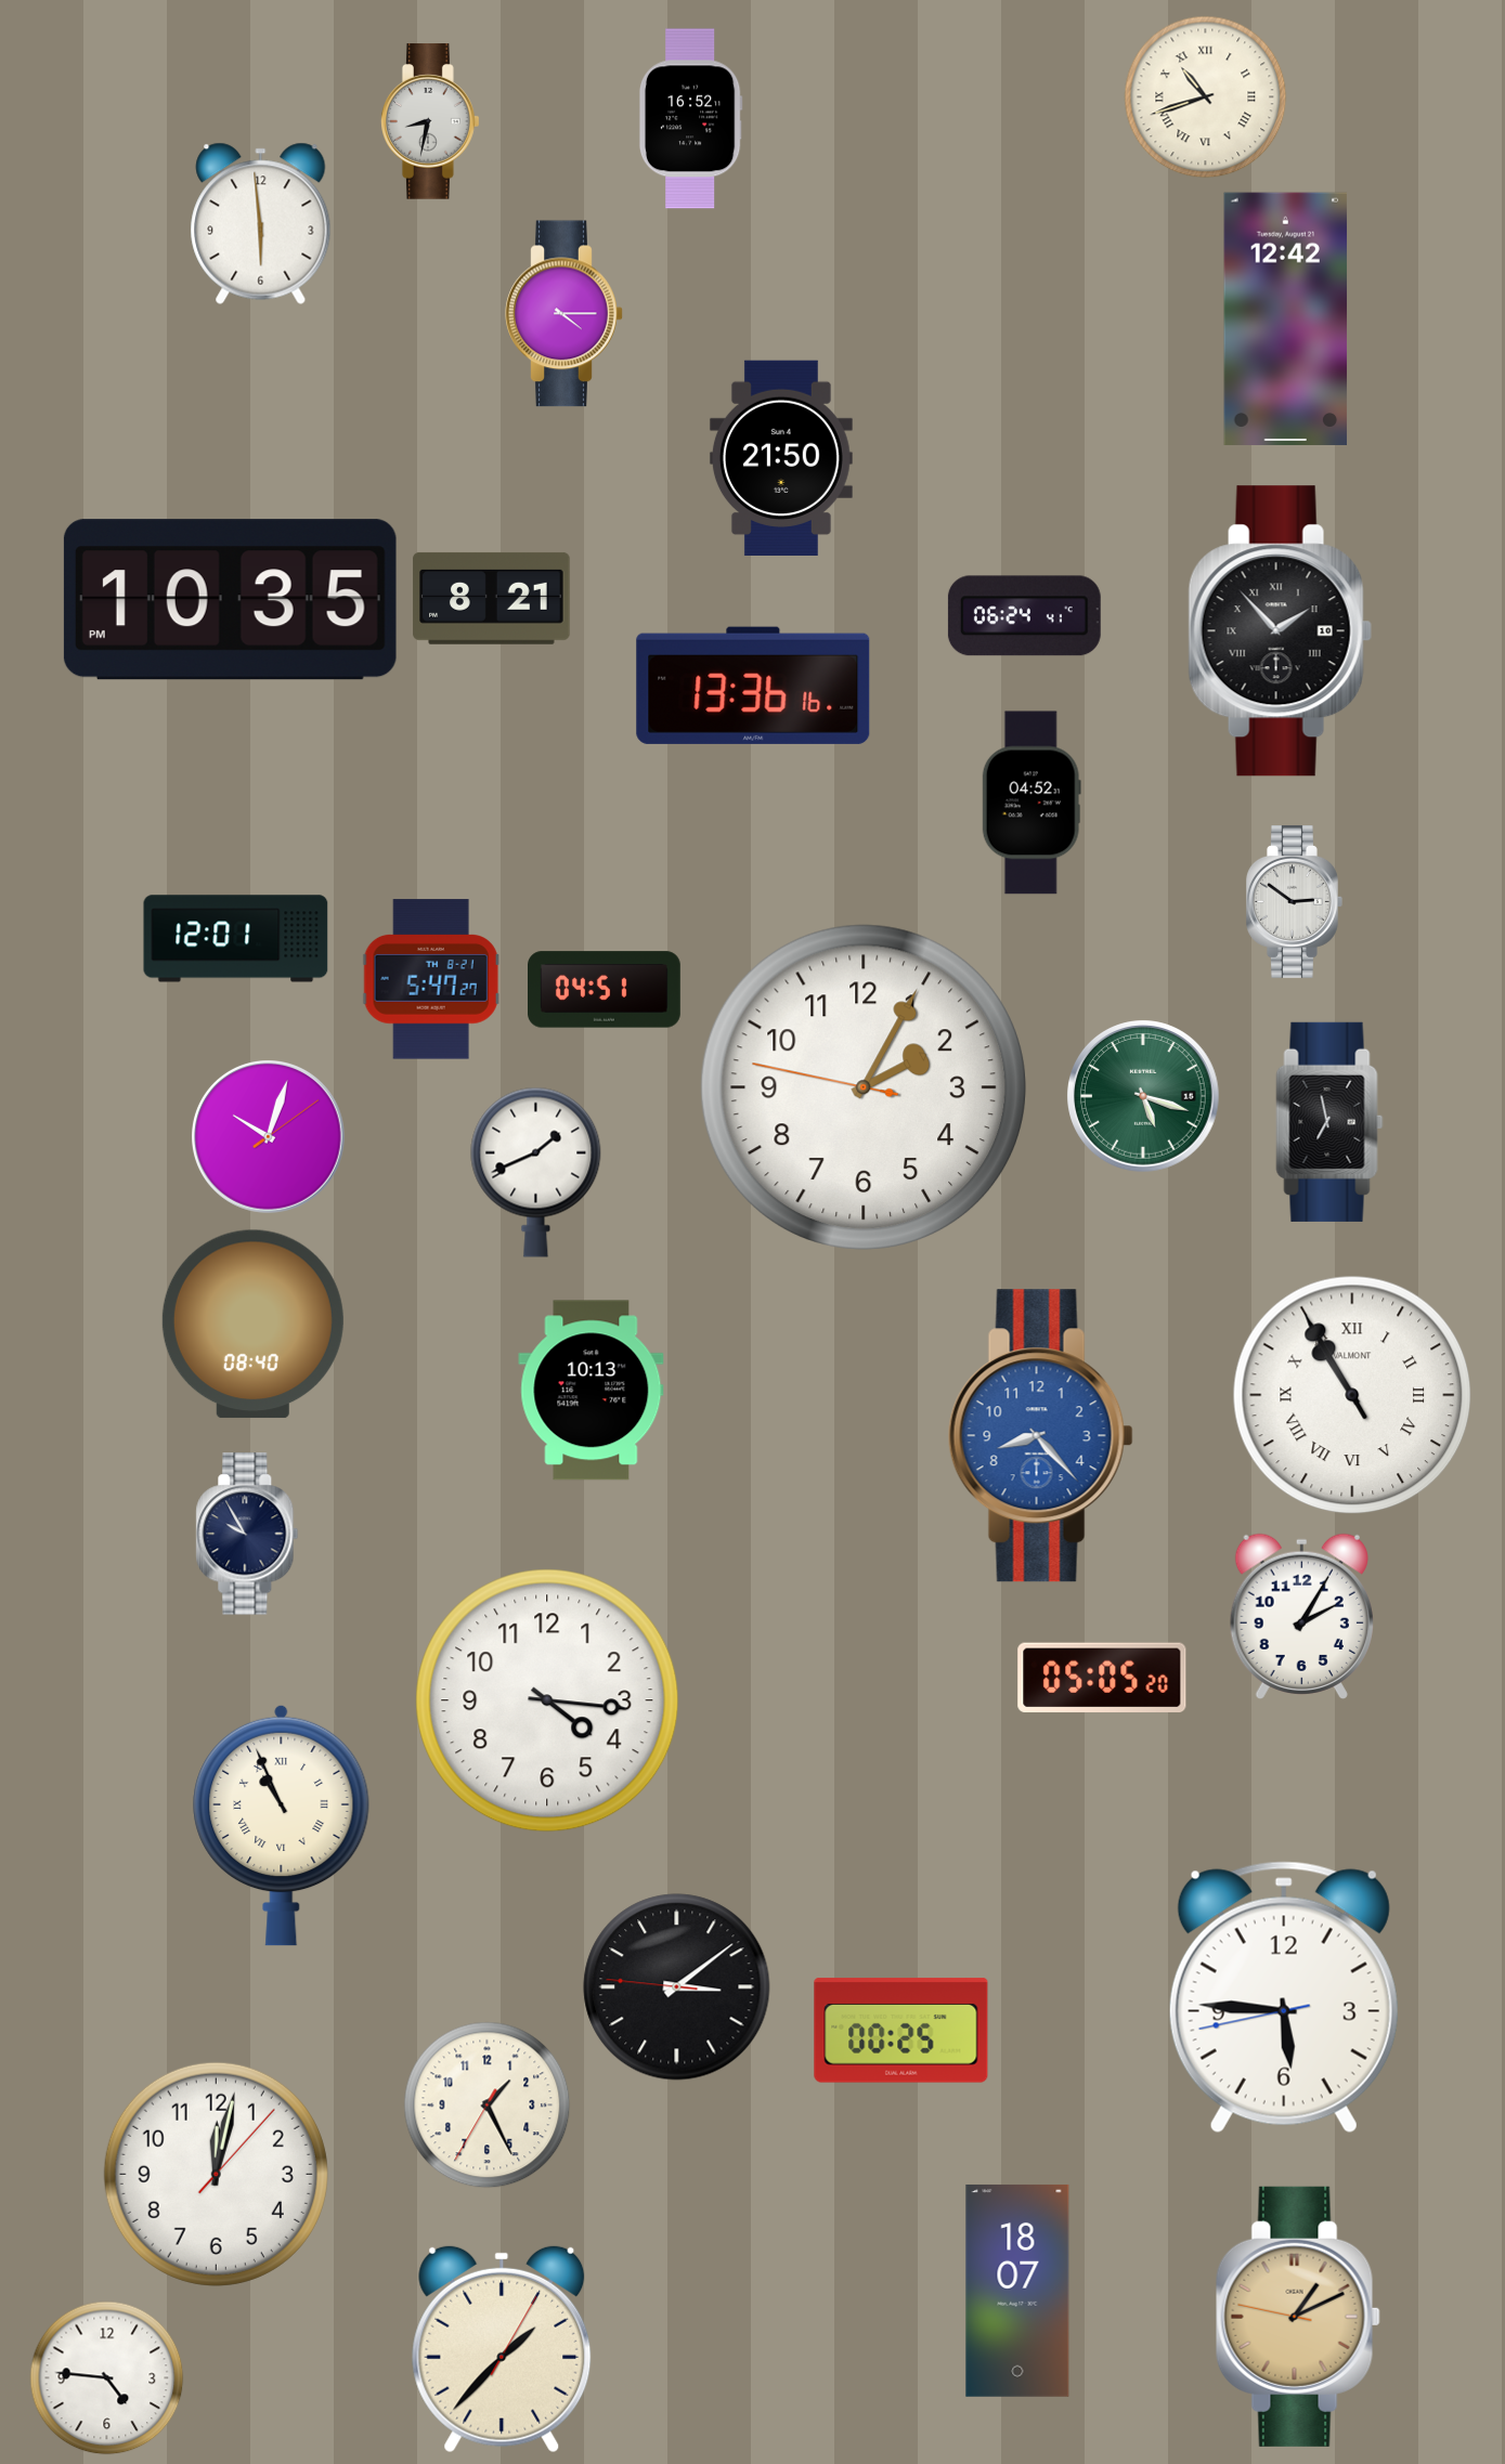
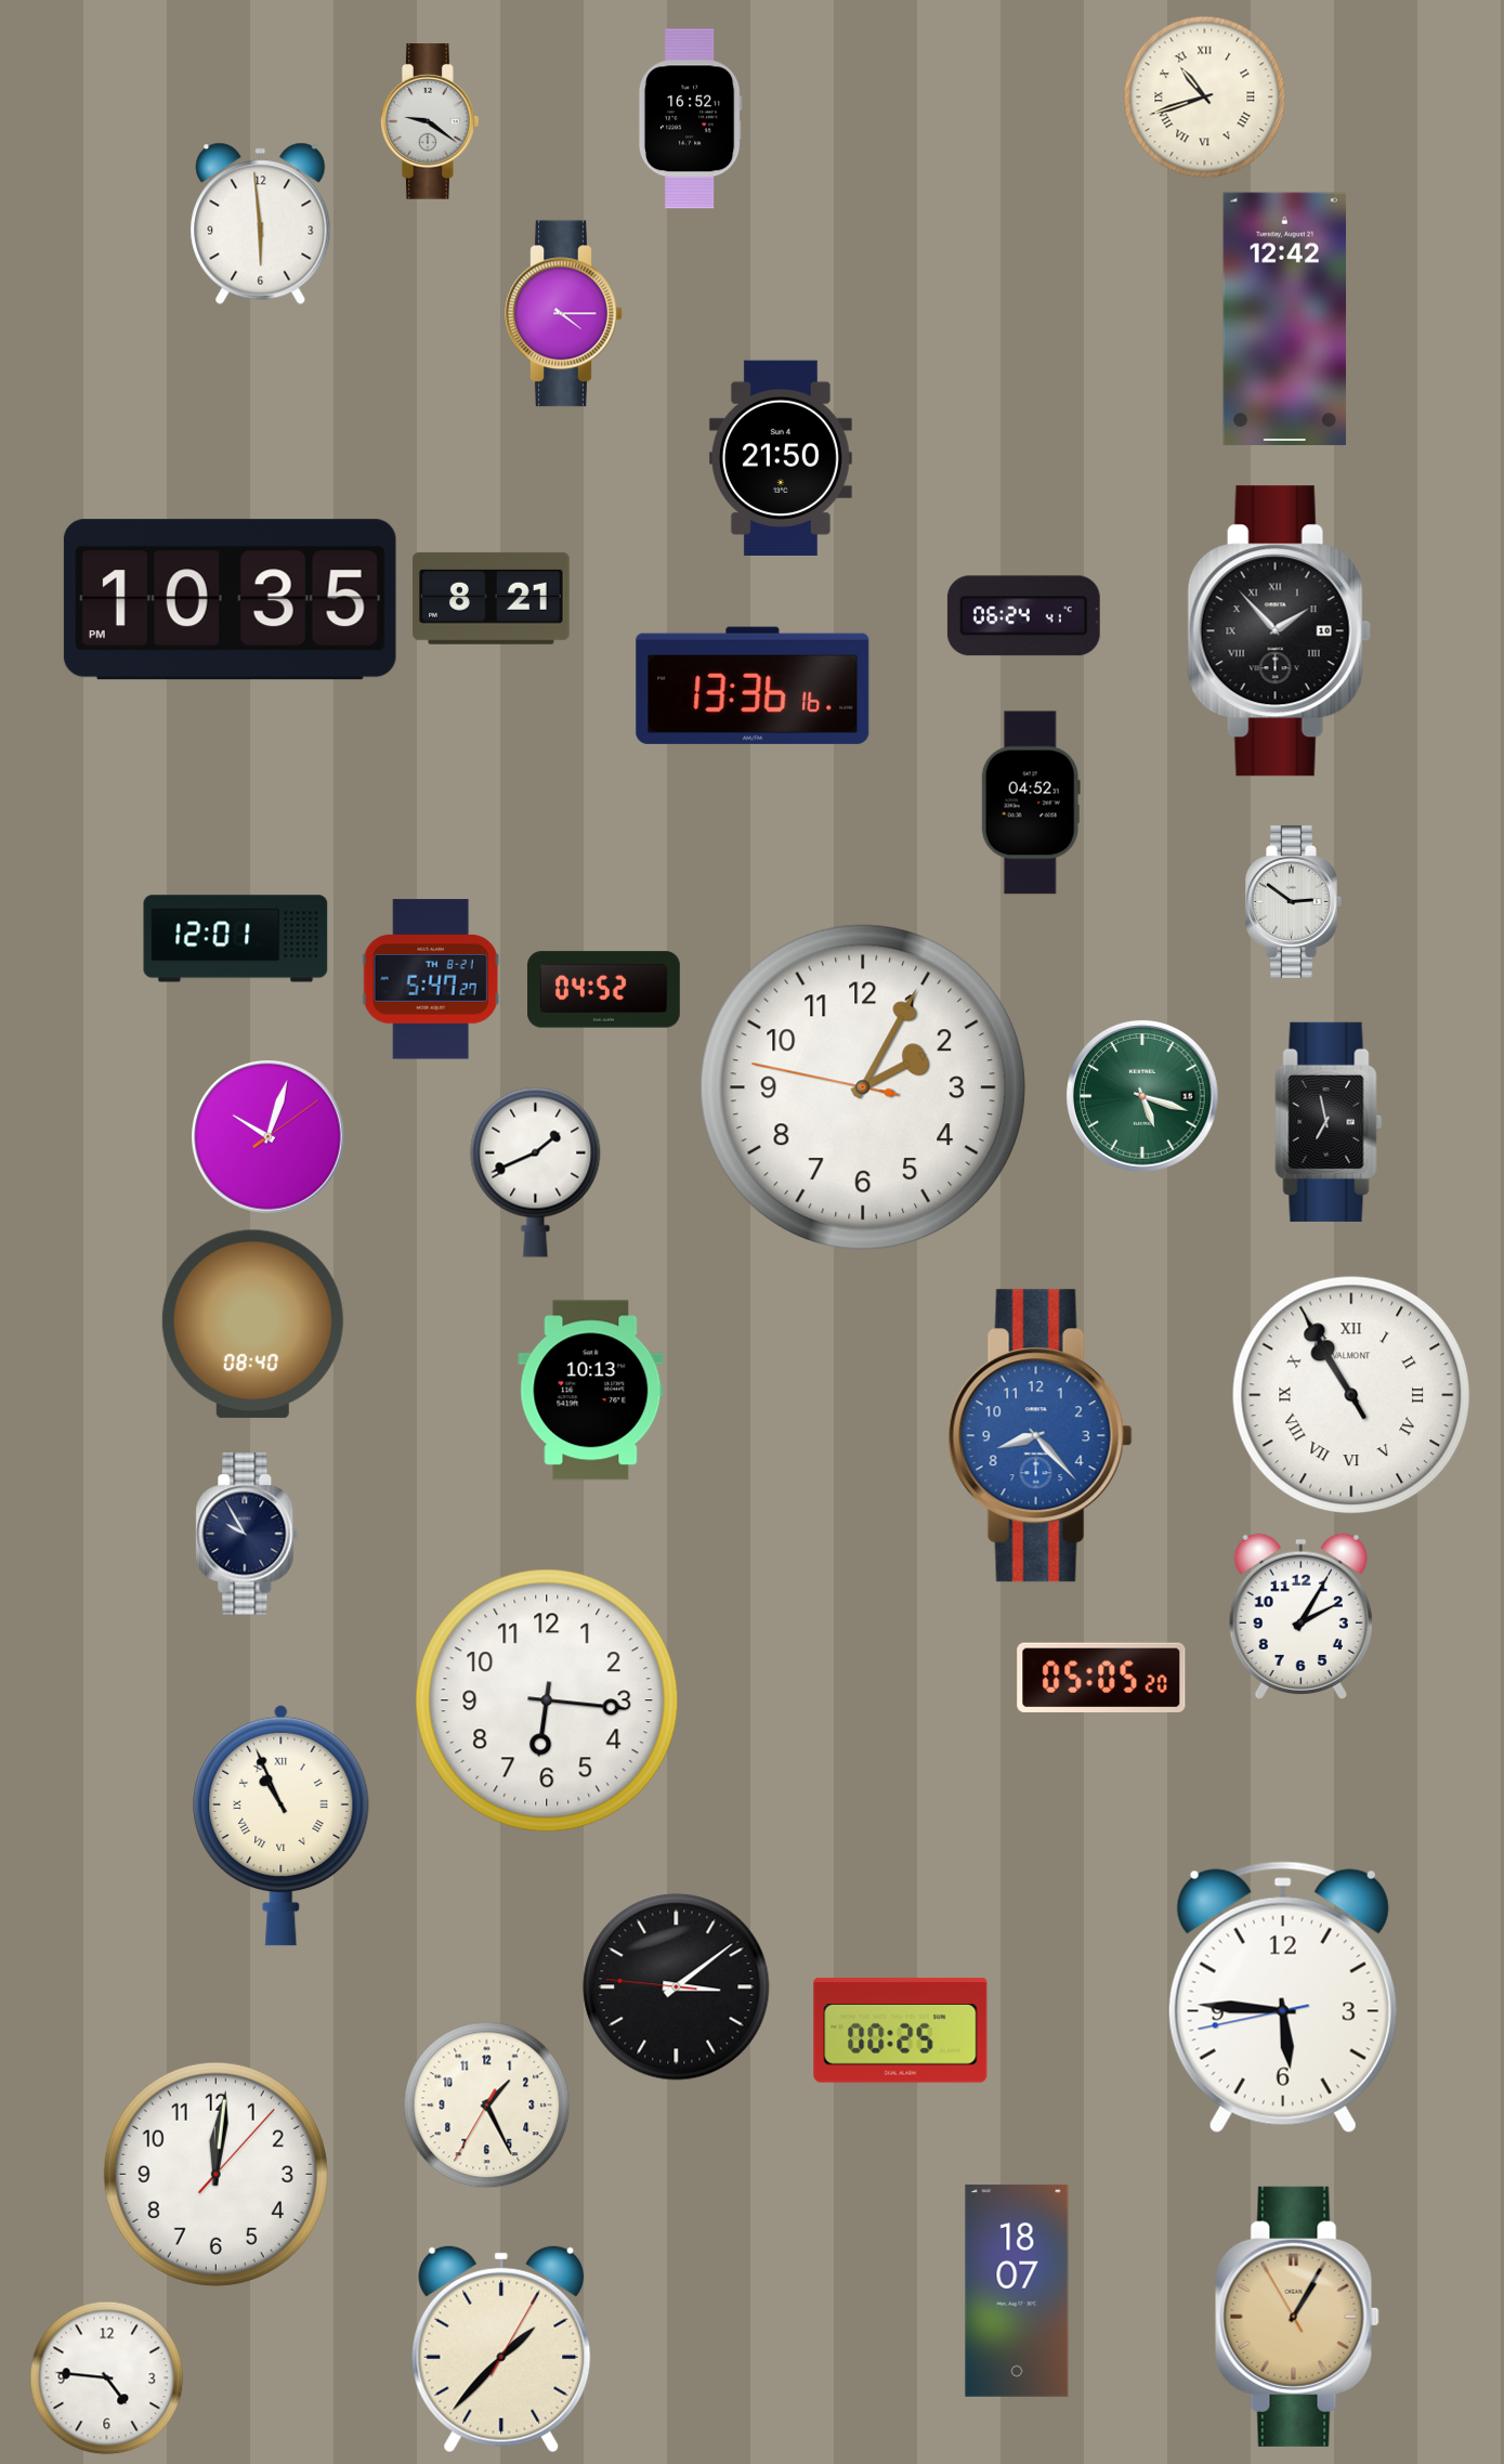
clock at (431, 121): 8:32 -> 9:21
clock at (605, 990): 04:51 -> 04:52
clock at (547, 1700): 4:16 -> 6:16
clock at (216, 2174): 12:02 -> 12:01
clock at (1298, 2317): 1:10 -> 1:04
